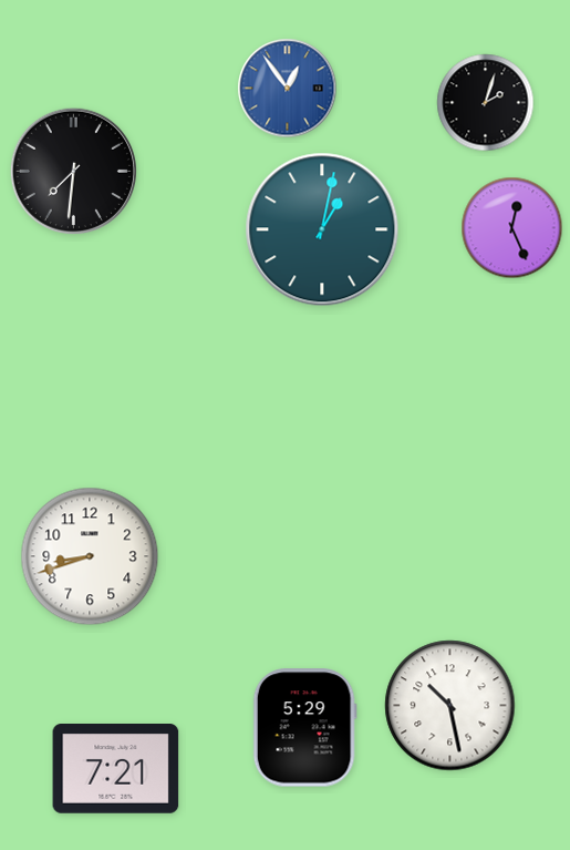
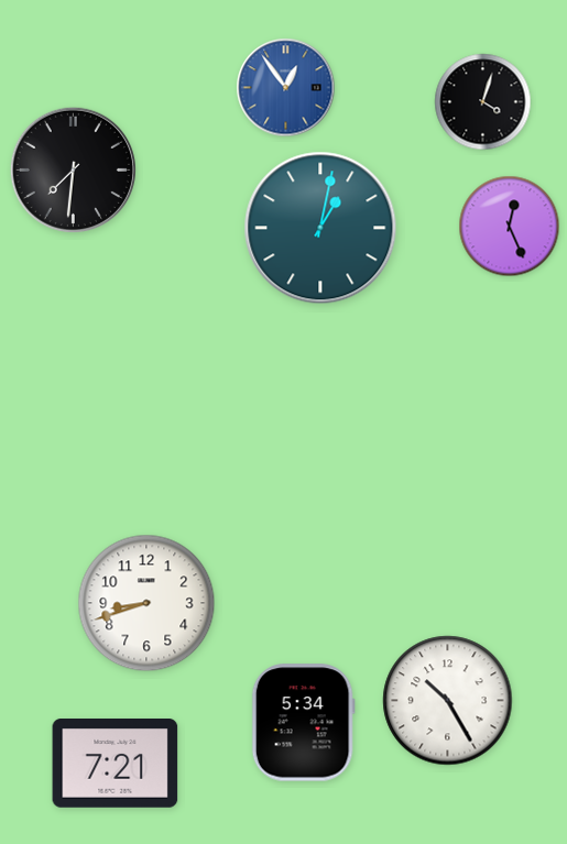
clock at (486, 103): 2:03 -> 4:03
clock at (90, 556) position: (90, 556) -> (146, 603)
clock at (450, 706): 10:28 -> 10:25
clock at (304, 728): 5:29 -> 5:34
